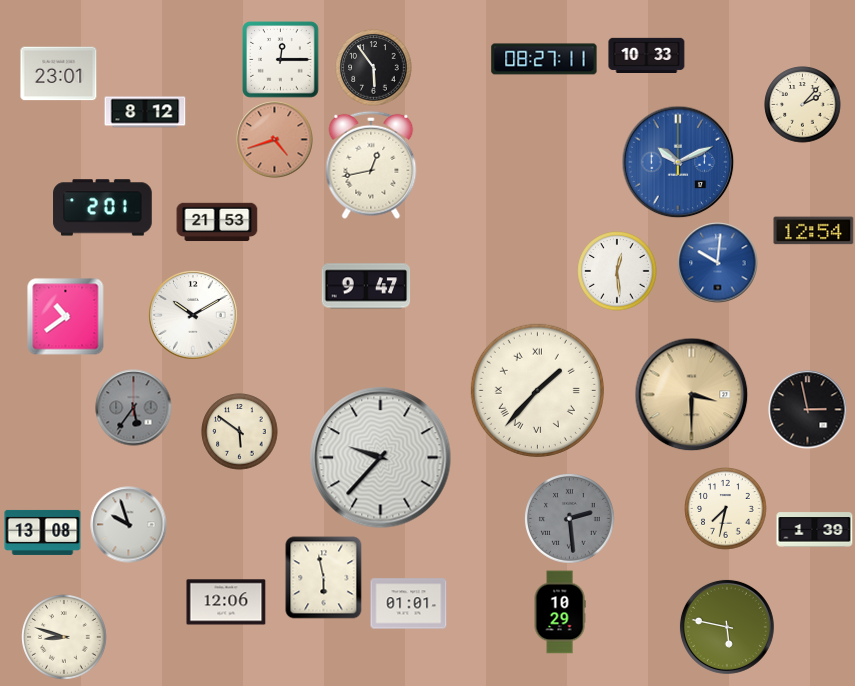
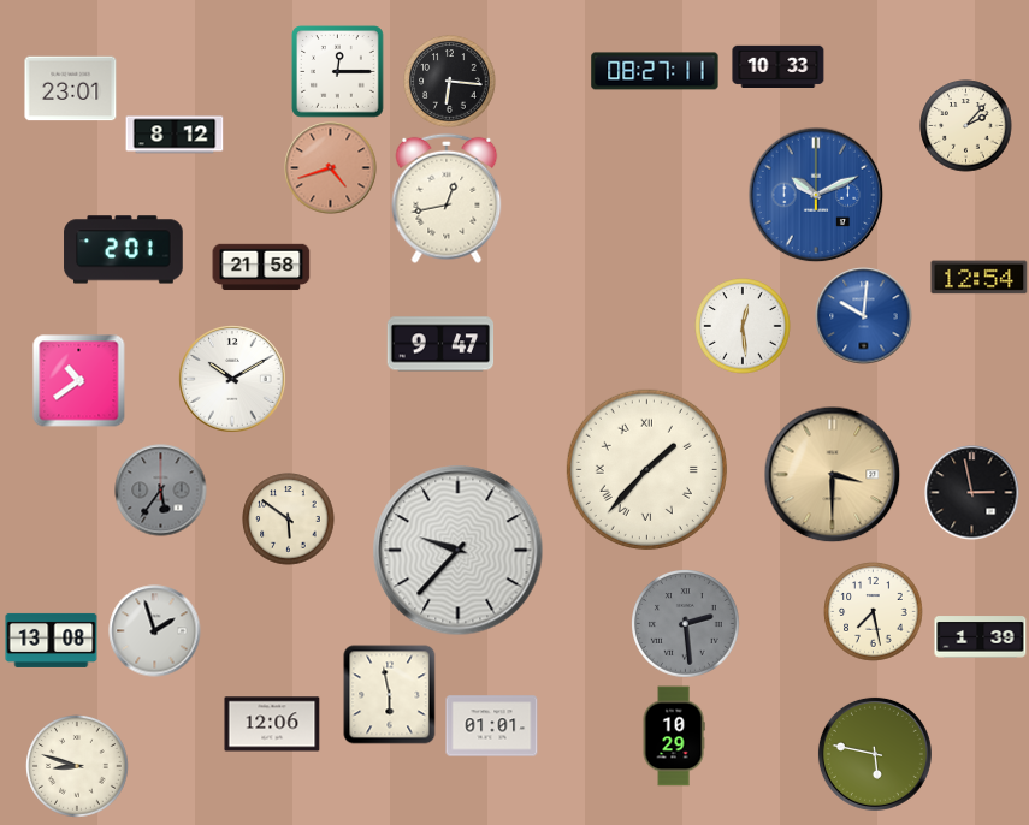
clock at (374, 68): 5:54 -> 6:16
clock at (217, 222): 21:53 -> 21:58
clock at (726, 509): 7:32 -> 7:28
clock at (129, 525): 9:57 -> 1:57
